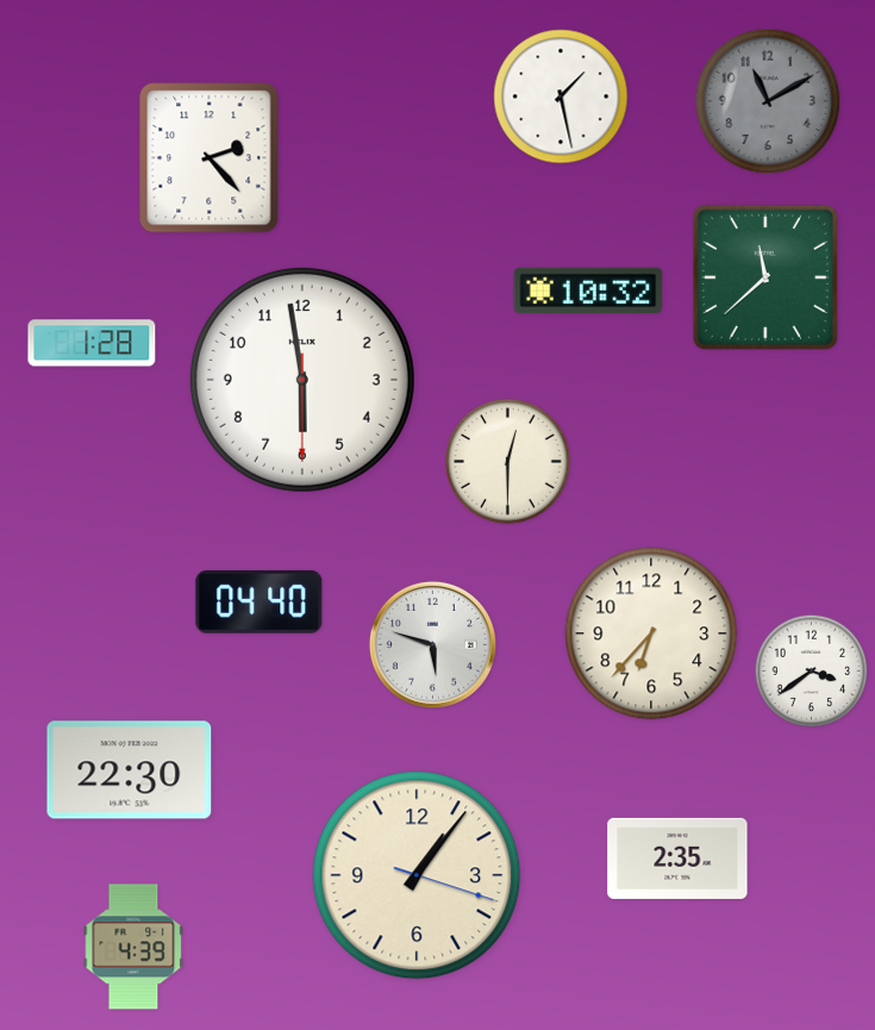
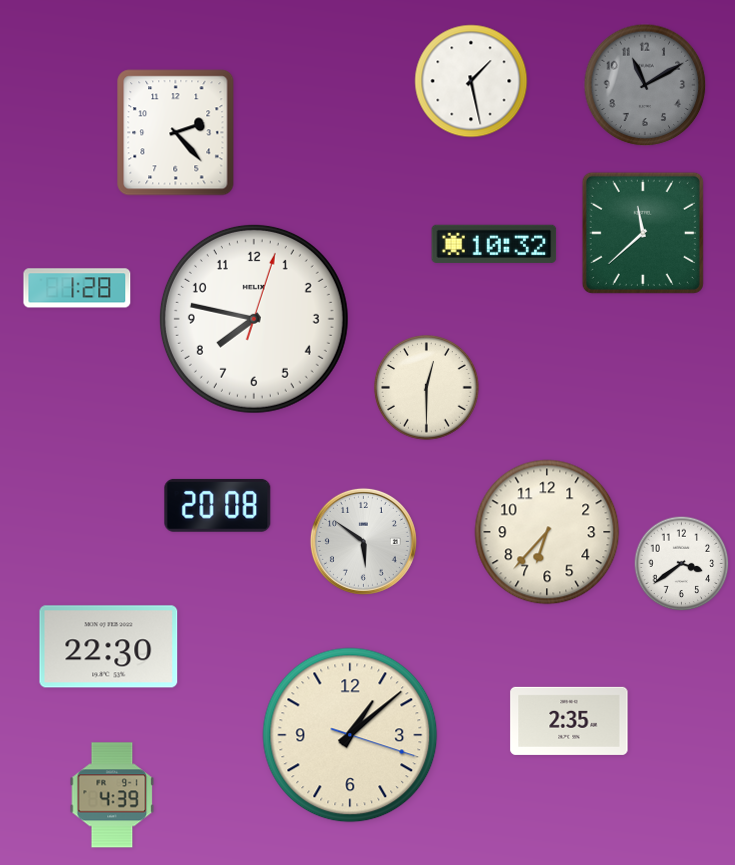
clock at (302, 380): 5:58 -> 7:47
clock at (260, 601): 04:40 -> 20:08
clock at (432, 644): 5:48 -> 5:51
clock at (417, 875): 1:06 -> 1:08
